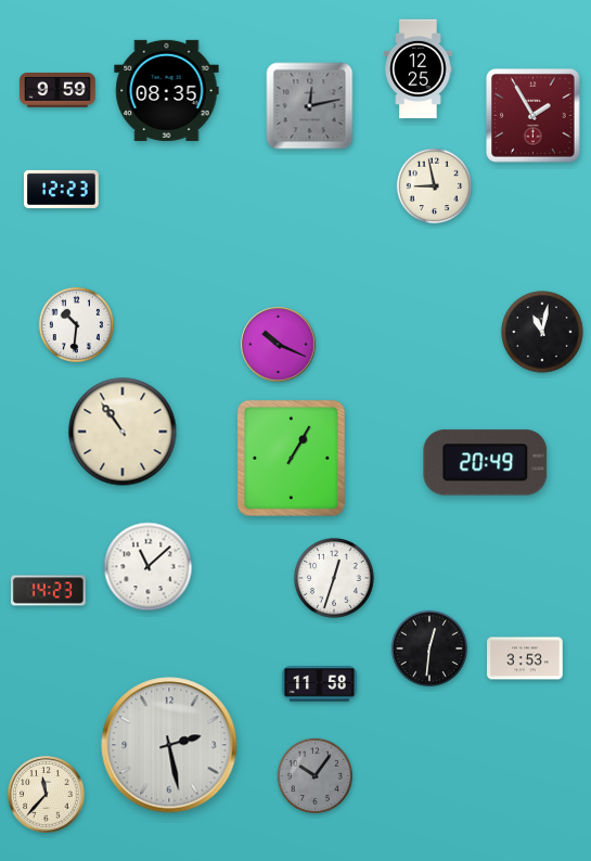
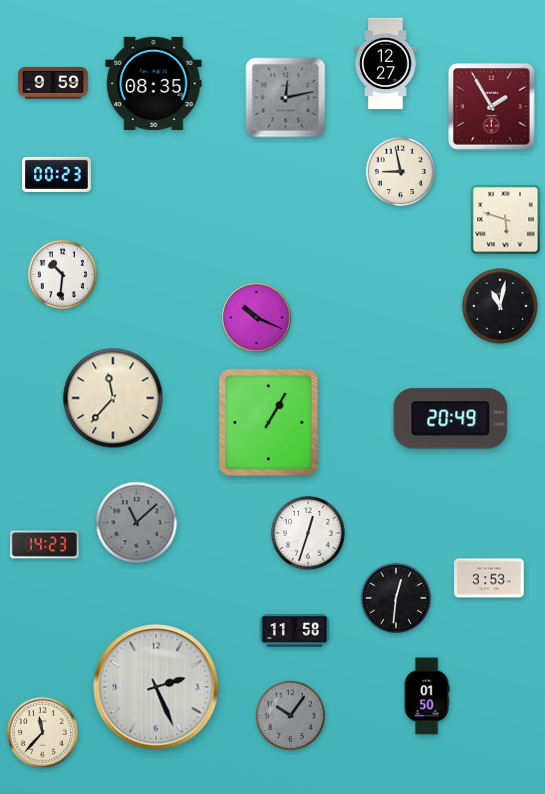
clock at (419, 69): 12:25 -> 12:27
clock at (61, 189): 12:23 -> 00:23
clock at (506, 220): none -> 5:48
clock at (76, 324) position: (76, 324) -> (62, 274)
clock at (123, 432): 10:54 -> 11:37
clock at (486, 463) position: (486, 463) -> (451, 419)
clock at (149, 567) dial: white -> grey
clock at (525, 658) position: (525, 658) -> (489, 578)
clock at (169, 745): 2:28 -> 2:26
clock at (427, 696): none -> 01:50
